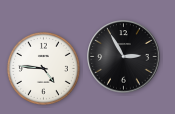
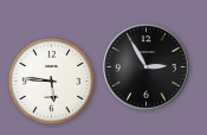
clock at (43, 68): 4:46 -> 5:46
